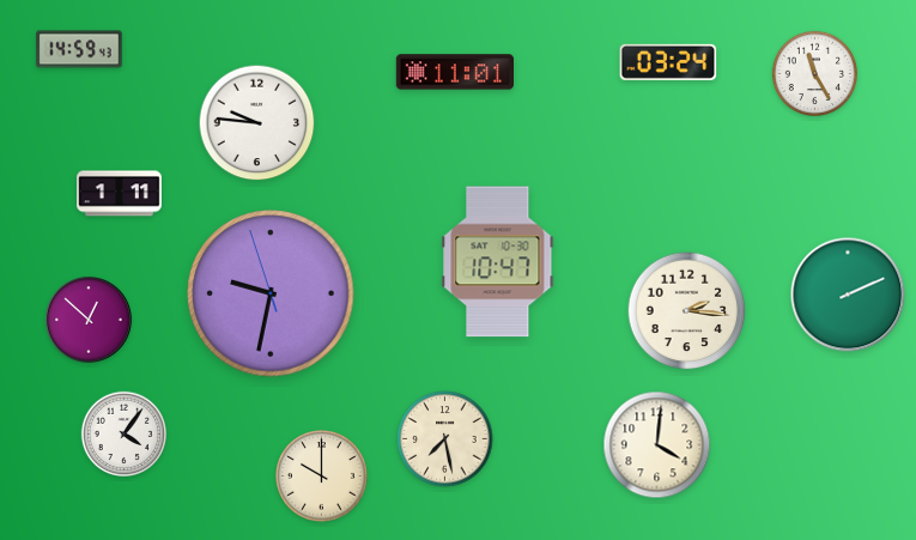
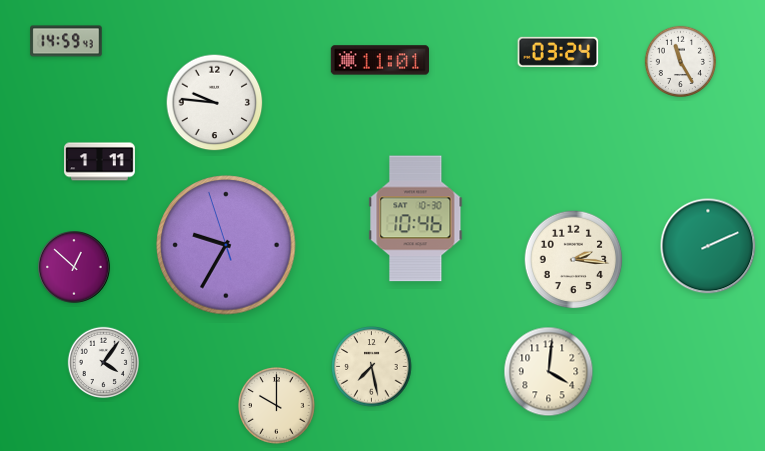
clock at (498, 262): 10:47 -> 10:46
clock at (271, 293): 9:31 -> 9:34
clock at (322, 477) position: (322, 477) -> (277, 406)
